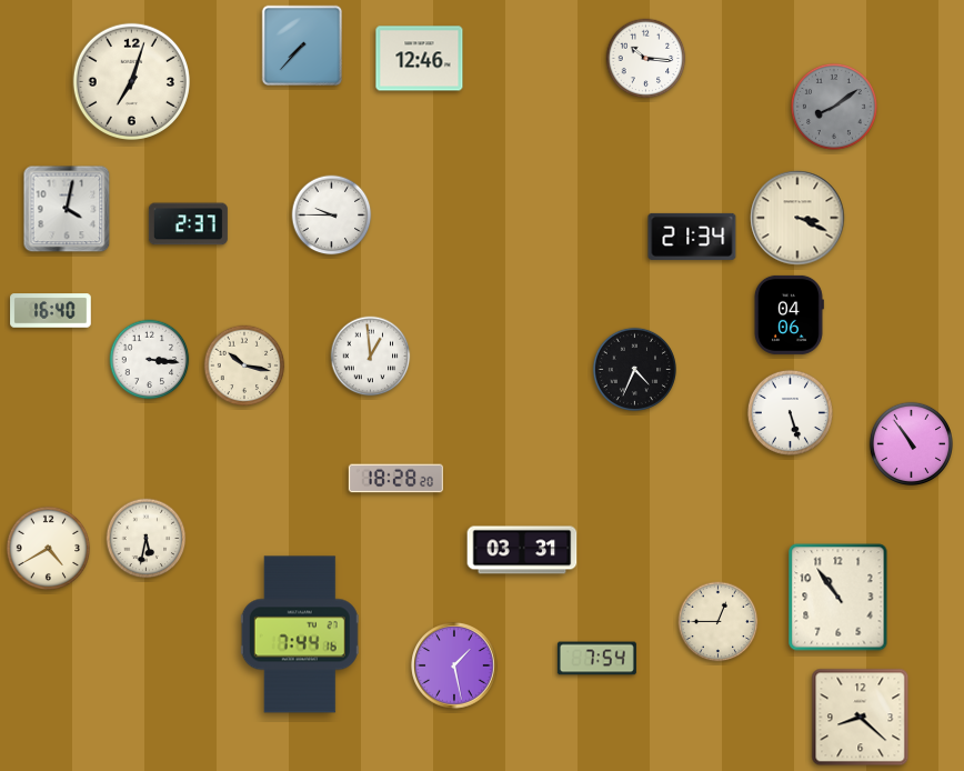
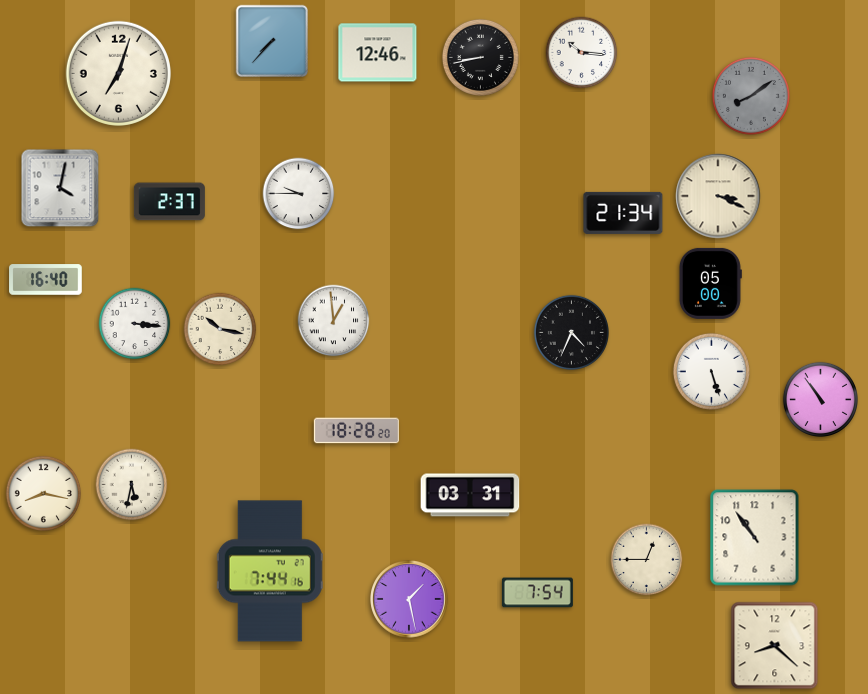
clock at (480, 57): none -> 8:43
clock at (789, 314): 04:06 -> 05:00
clock at (48, 548): 4:40 -> 8:17
